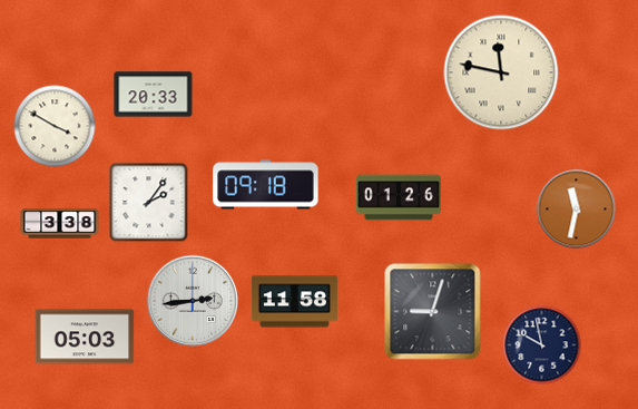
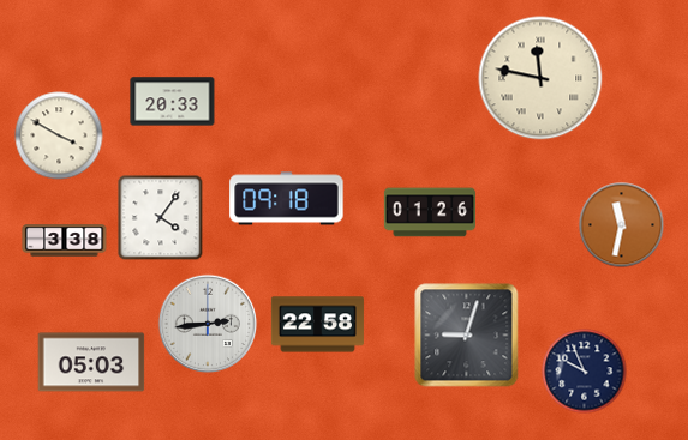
clock at (154, 95) position: (154, 95) -> (173, 102)
clock at (149, 203): 2:06 -> 4:06
clock at (294, 302): 11:58 -> 22:58
clock at (542, 345): 9:58 -> 9:56
